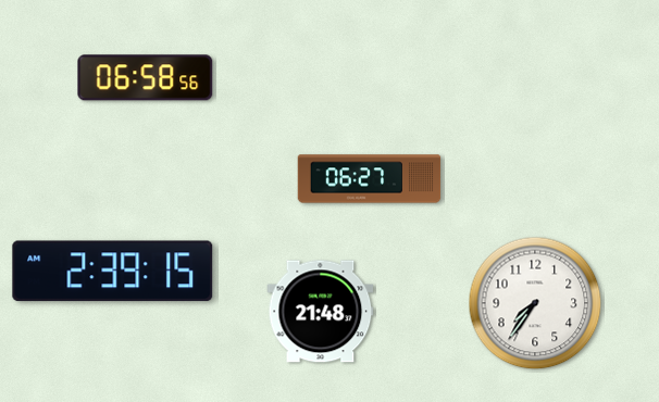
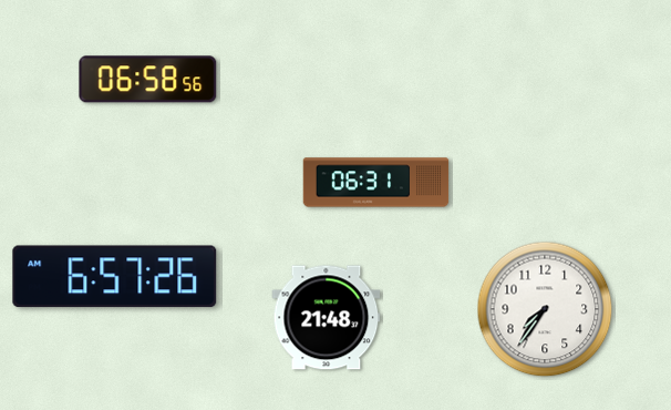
clock at (370, 179): 06:27 -> 06:31
clock at (113, 272): 2:39 -> 6:57
